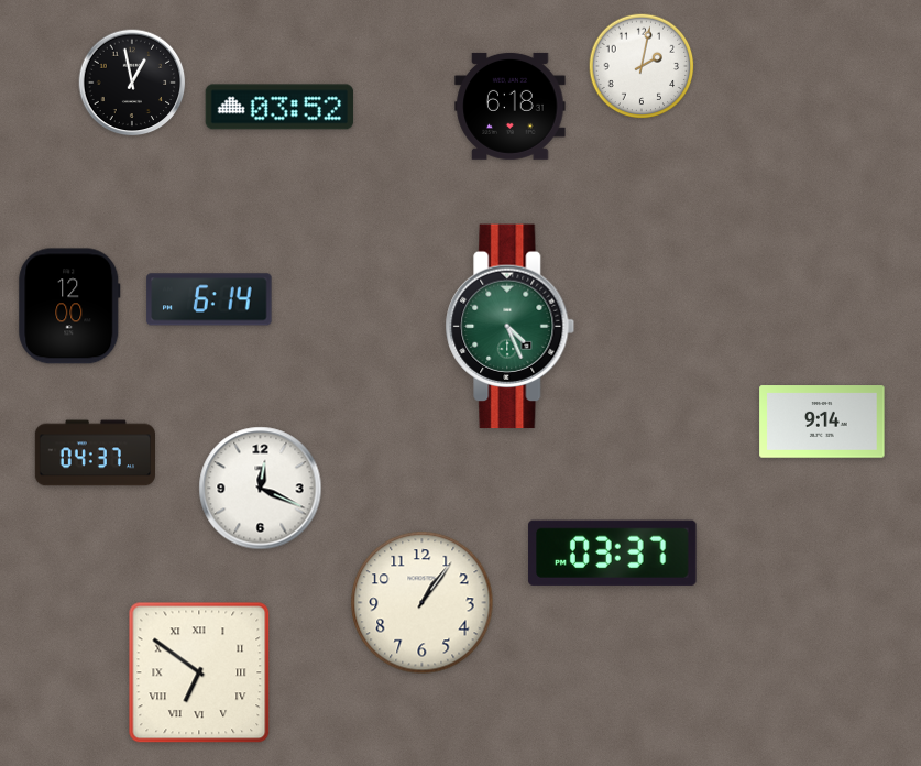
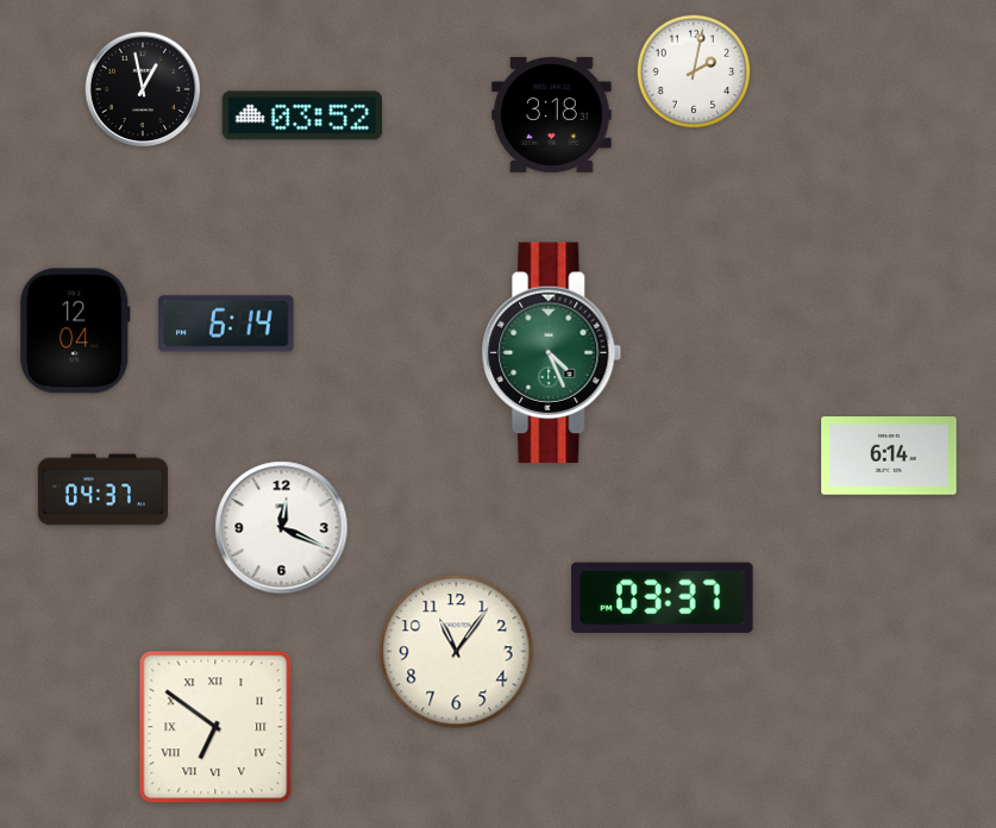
clock at (511, 106): 6:18 -> 3:18
clock at (69, 306): 12:00 -> 12:04
clock at (822, 422): 9:14 -> 6:14
clock at (423, 603): 1:06 -> 11:06
